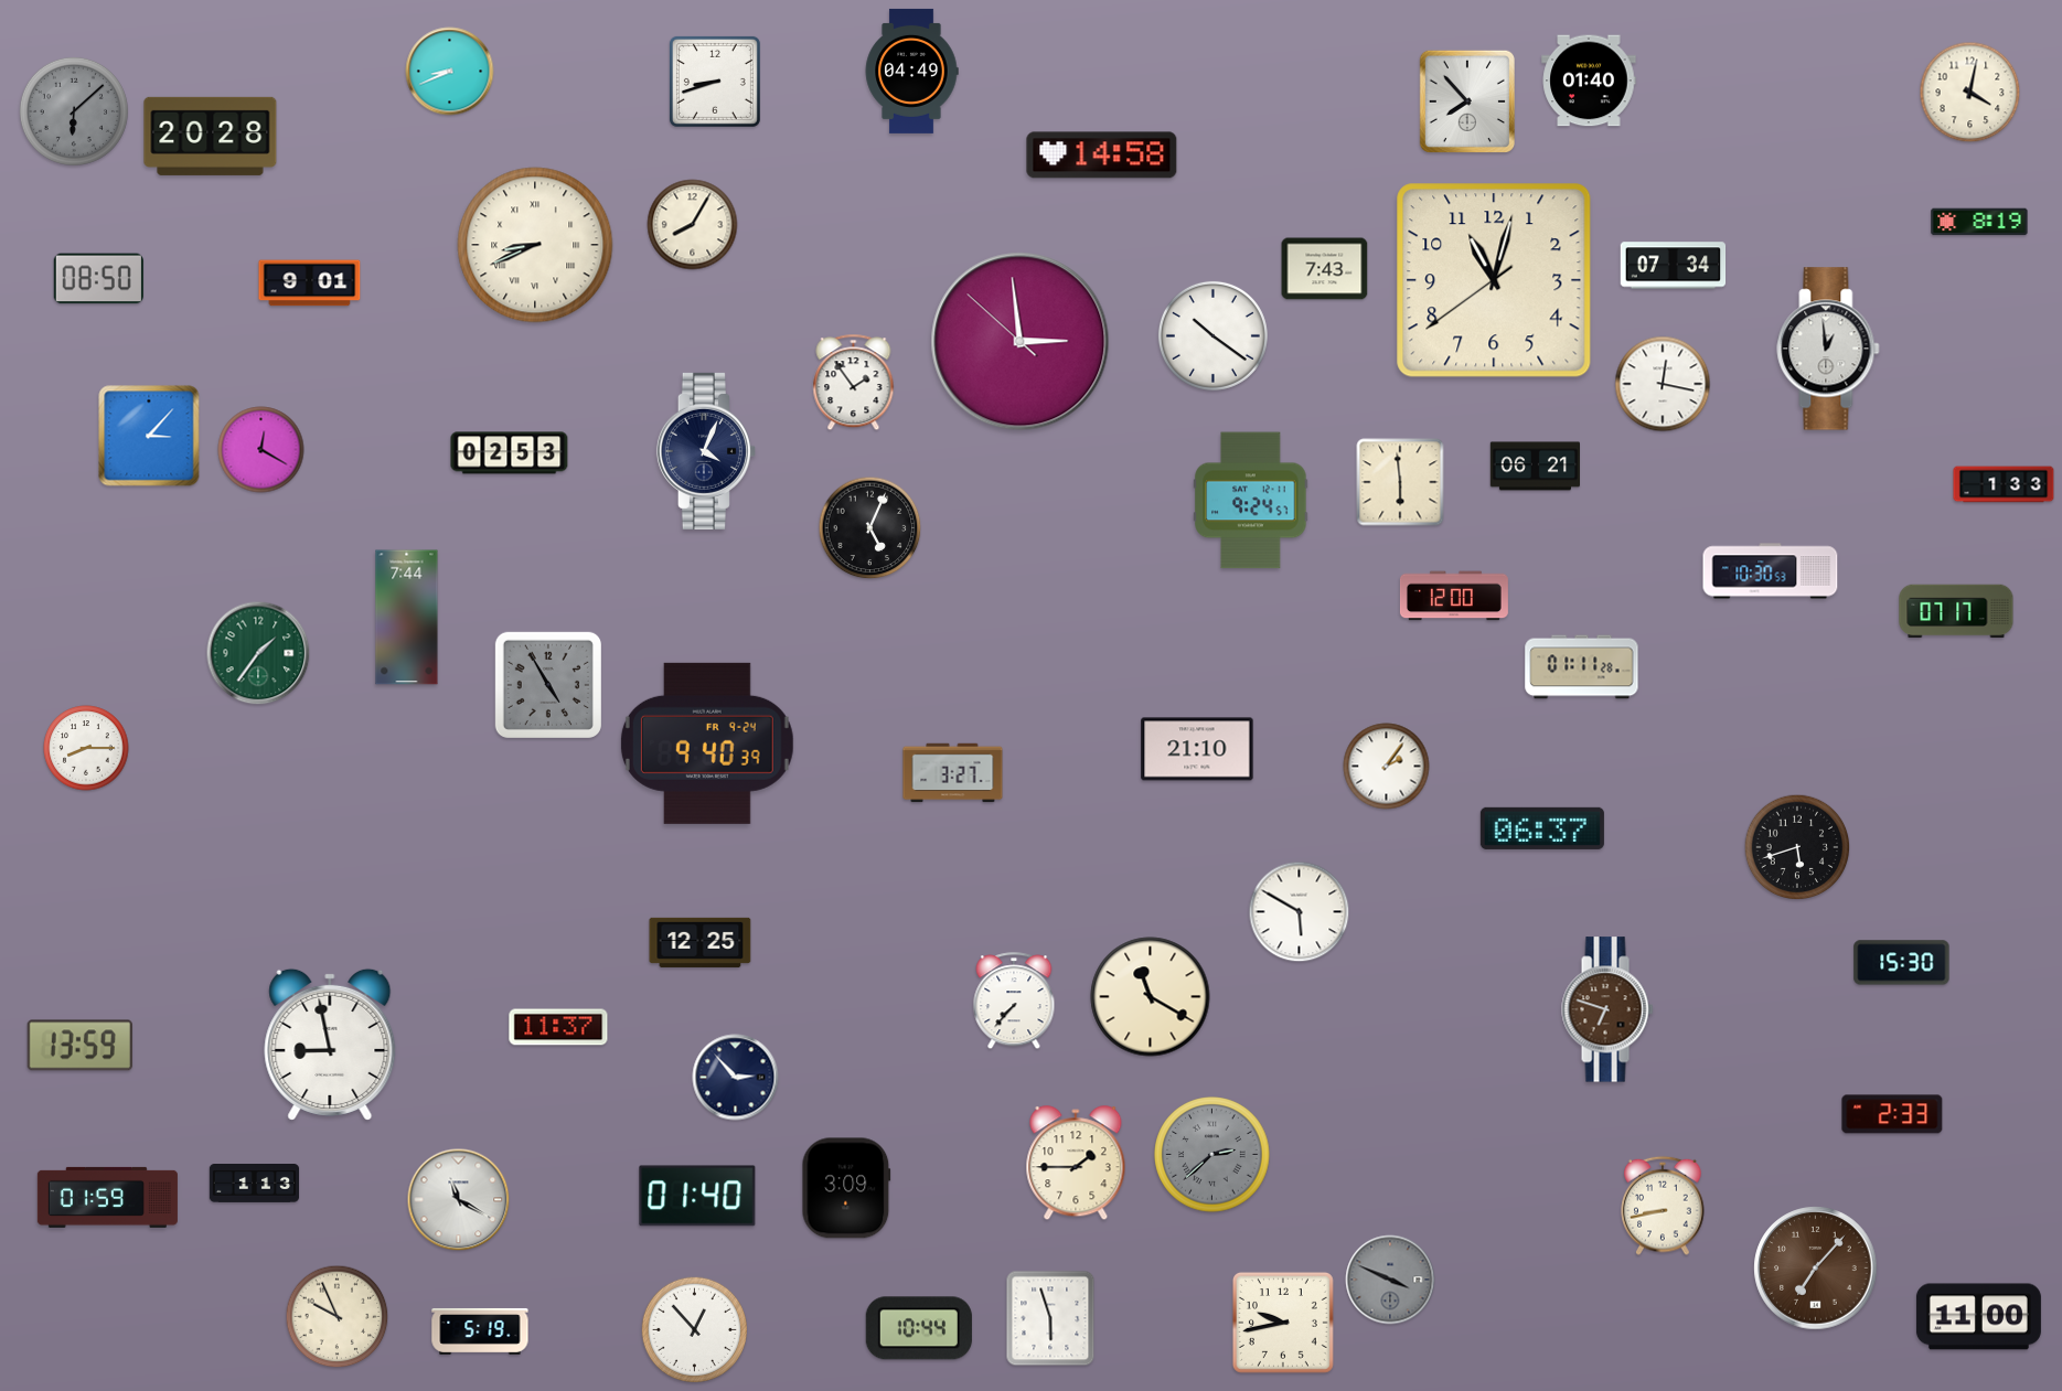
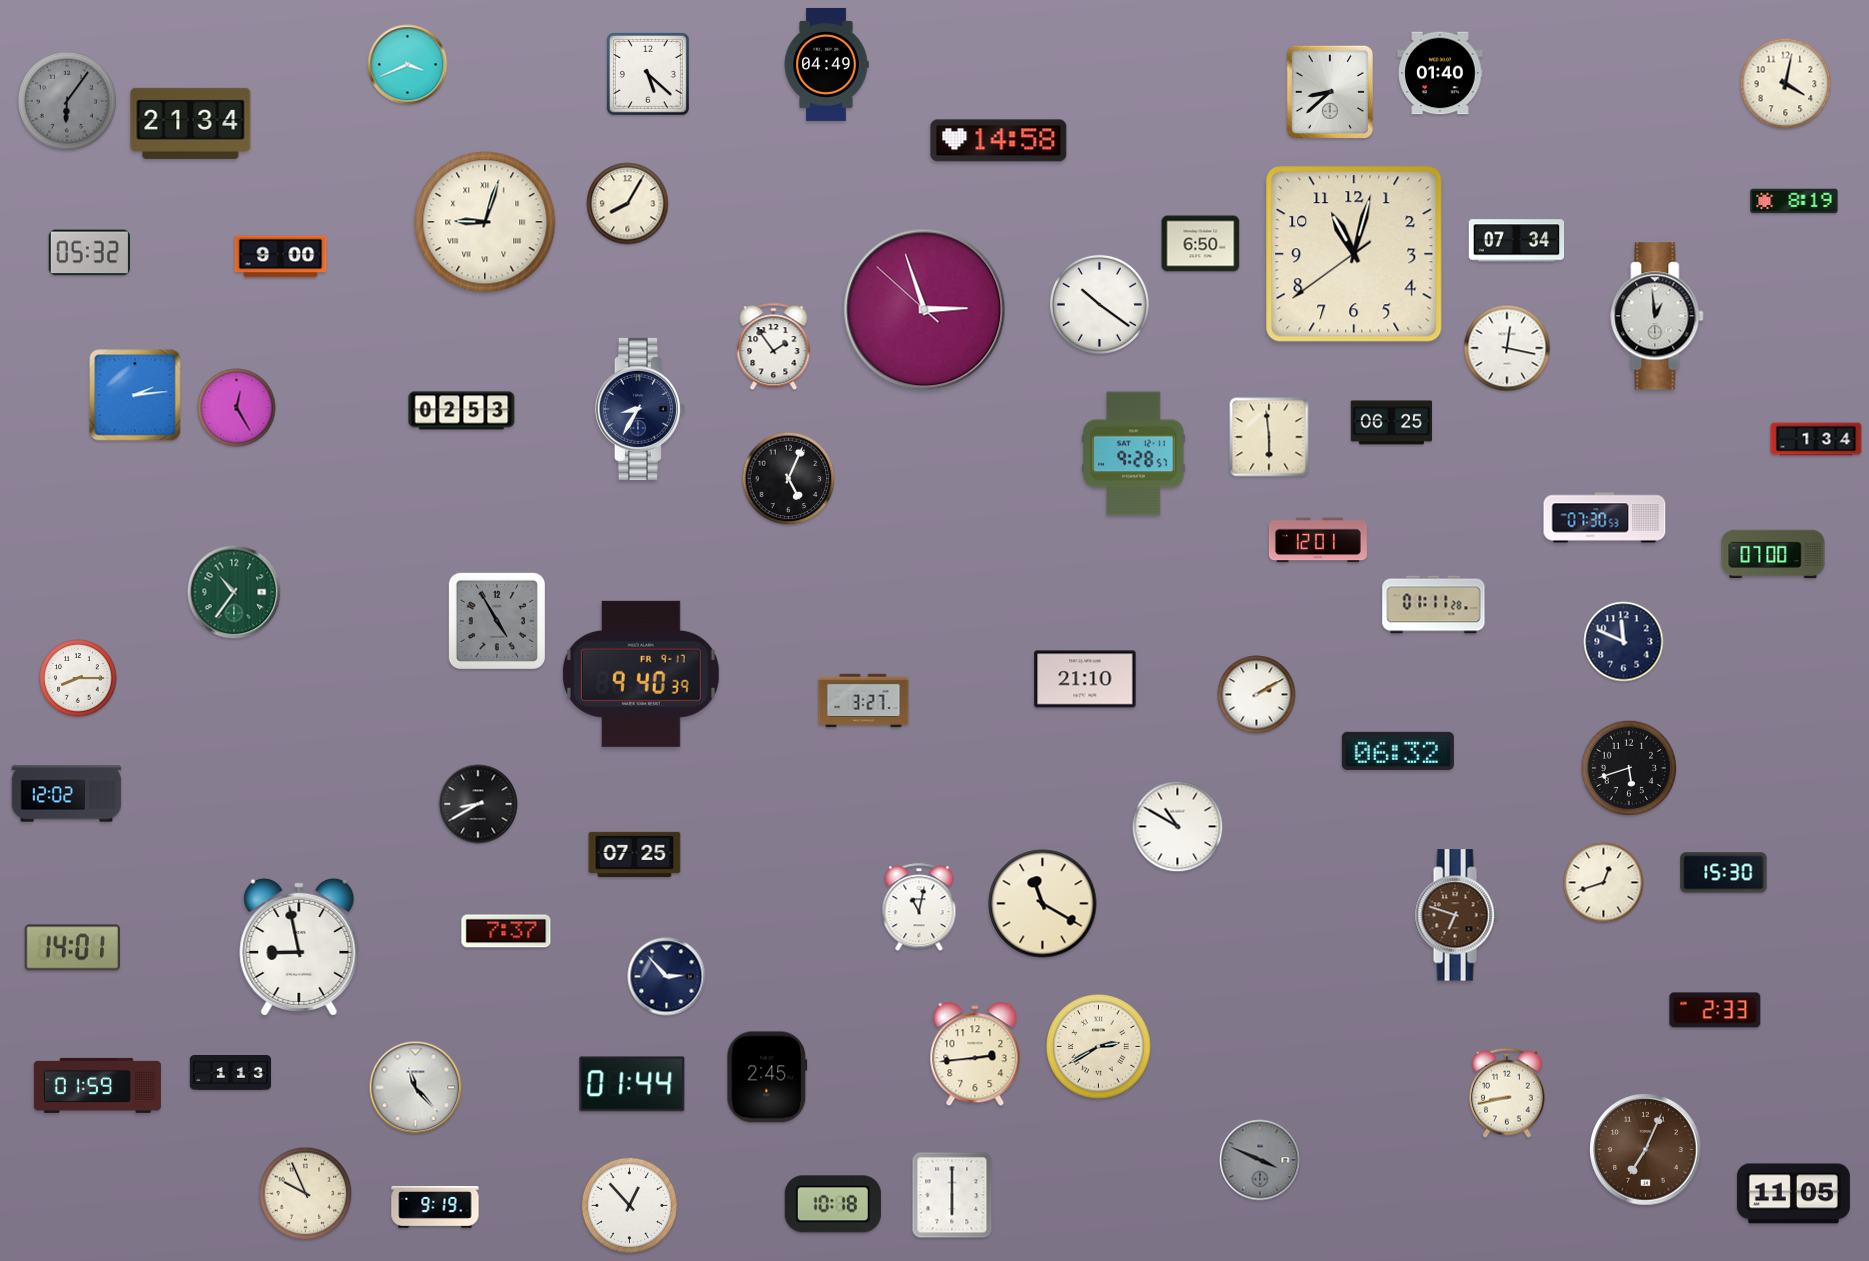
clock at (450, 72): 8:41 -> 3:41
clock at (715, 82): 8:42 -> 5:22
clock at (1466, 100): 7:53 -> 8:38
clock at (74, 111): 6:08 -> 6:06
clock at (211, 136): 20:28 -> 21:34
clock at (535, 245): 8:41 -> 9:03
clock at (1325, 269): 7:43 -> 6:50
clock at (98, 279): 08:50 -> 05:32
clock at (310, 283): 9:01 -> 9:00
clock at (1021, 342): 2:58 -> 2:56
clock at (149, 436): 3:07 -> 2:14
clock at (261, 450): 12:20 -> 12:25
clock at (706, 451): 4:04 -> 8:35
clock at (1535, 467): 06:21 -> 06:25
clock at (2004, 484): 1:33 -> 1:34
clock at (1251, 501): 9:24 -> 9:28
clock at (1771, 571): 10:30 -> 07:30
clock at (1454, 596): 12:00 -> 12:01
clock at (1956, 611): 07:17 -> 07:00
clock at (407, 618): 7:44 -> none
clock at (258, 653): 1:36 -> 10:36
clock at (1624, 642): none -> 11:49
clock at (707, 743) date: FR 9-24 -> FR 9-17
clock at (1387, 767): 2:06 -> 2:10
clock at (1542, 828): 06:37 -> 06:32
clock at (67, 794): none -> 12:02
clock at (478, 804): none -> 8:40
clock at (1300, 912): 5:50 -> 10:50
clock at (701, 942): 12:25 -> 07:25
clock at (1604, 883): none -> 12:42
clock at (1014, 1002): 7:37 -> 11:02
clock at (558, 1027): 11:37 -> 7:37
clock at (79, 1046): 13:59 -> 14:01
clock at (1212, 1155): 2:38 -> 2:40
clock at (1212, 1155) dial: grey -> cream
clock at (1076, 1164): 1:45 -> 2:44
clock at (846, 1188): 3:09 -> 2:45
clock at (697, 1196): 01:40 -> 01:44
clock at (459, 1200): 11:20 -> 11:23
clock at (1816, 1269): 7:07 -> 7:04
clock at (1978, 1317): 11:00 -> 11:05
clock at (1050, 1318): 5:57 -> 6:00
clock at (1283, 1323): 9:43 -> none
clock at (919, 1328): 10:44 -> 10:18
clock at (480, 1331): 5:19 -> 9:19
